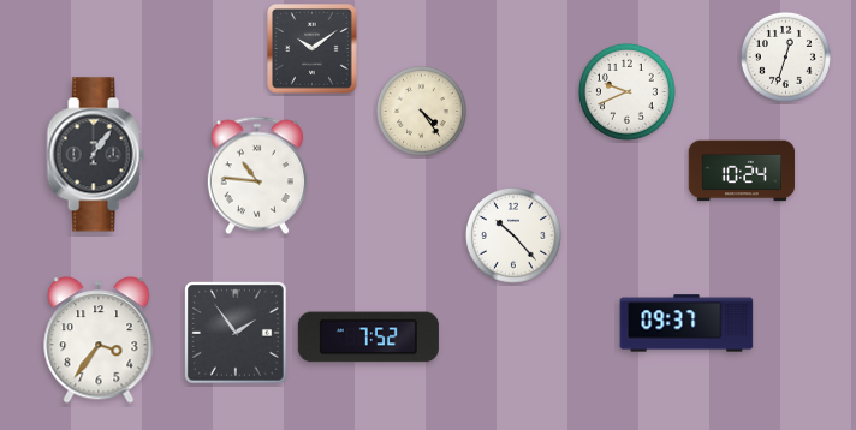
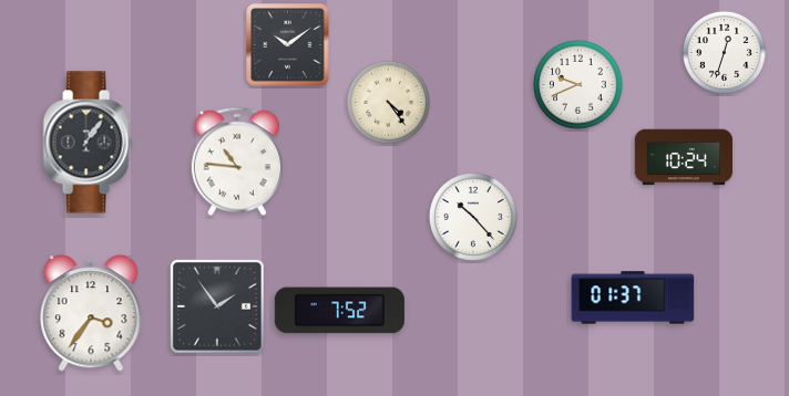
clock at (686, 323): 09:37 -> 01:37
